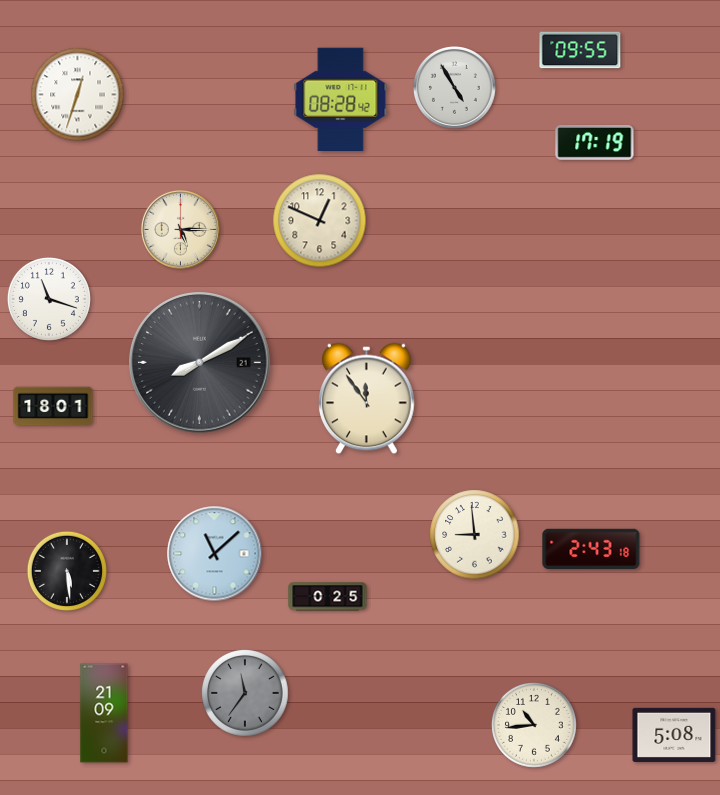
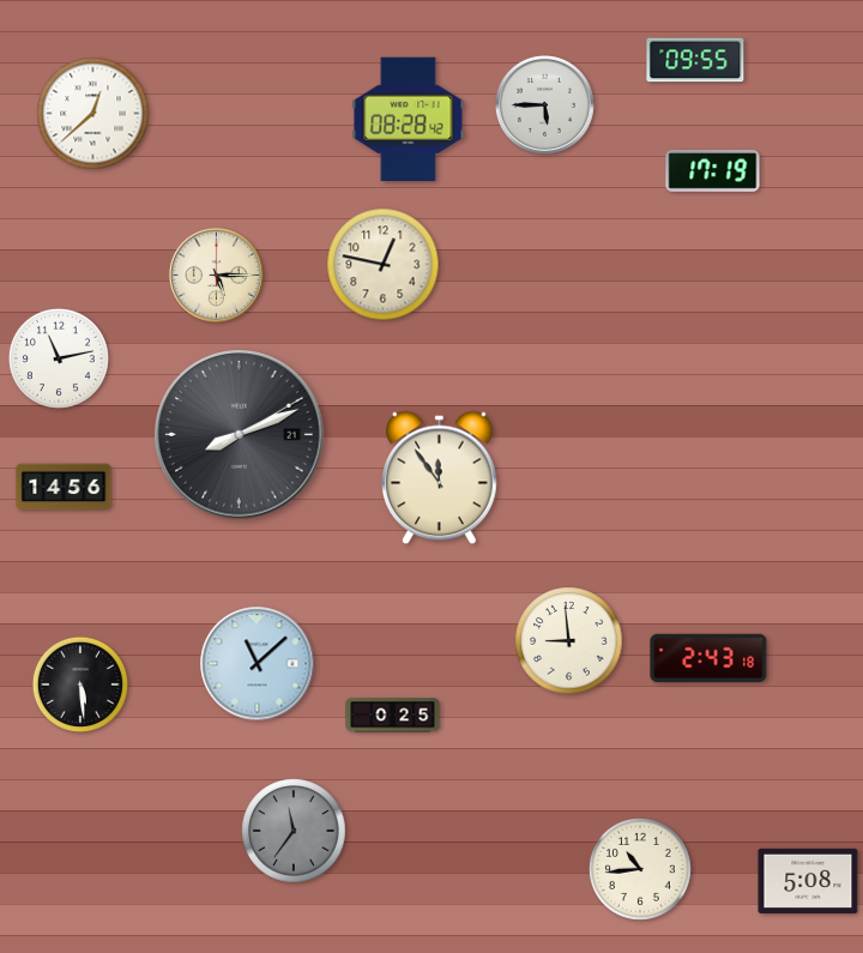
clock at (455, 88): 4:55 -> 5:45
clock at (78, 95): 12:33 -> 12:38
clock at (320, 221): 12:49 -> 12:47
clock at (49, 299): 11:18 -> 11:13
clock at (200, 363): 8:10 -> 8:11
clock at (53, 406): 18:01 -> 14:56
clock at (104, 713): 21:09 -> none
